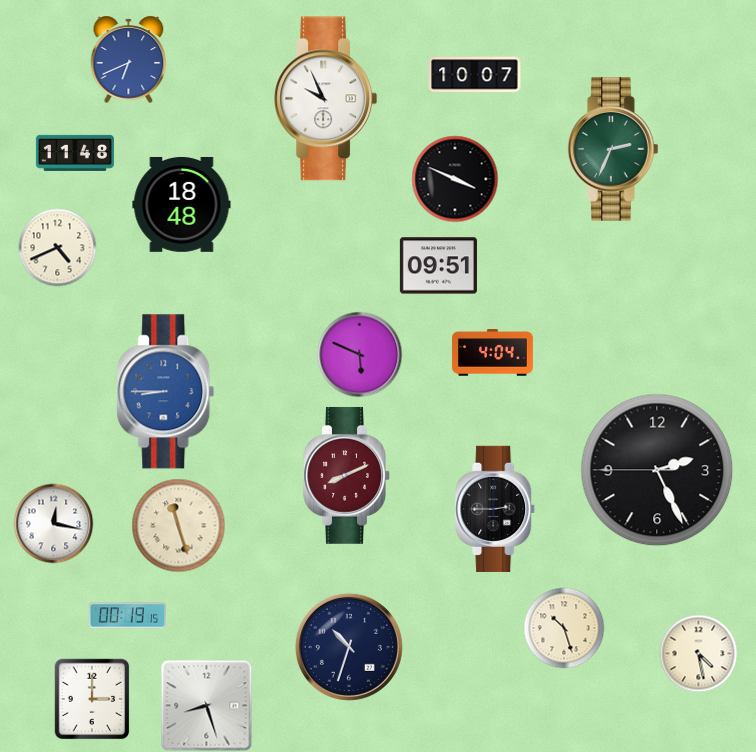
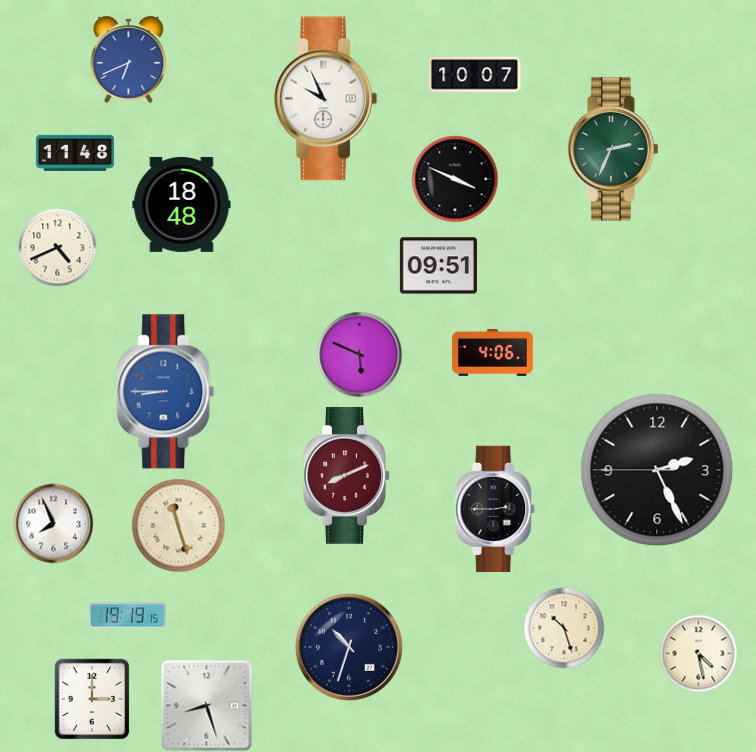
clock at (492, 353): 4:04 -> 4:06
clock at (53, 523): 12:17 -> 7:56
clock at (127, 616): 00:19 -> 19:19
